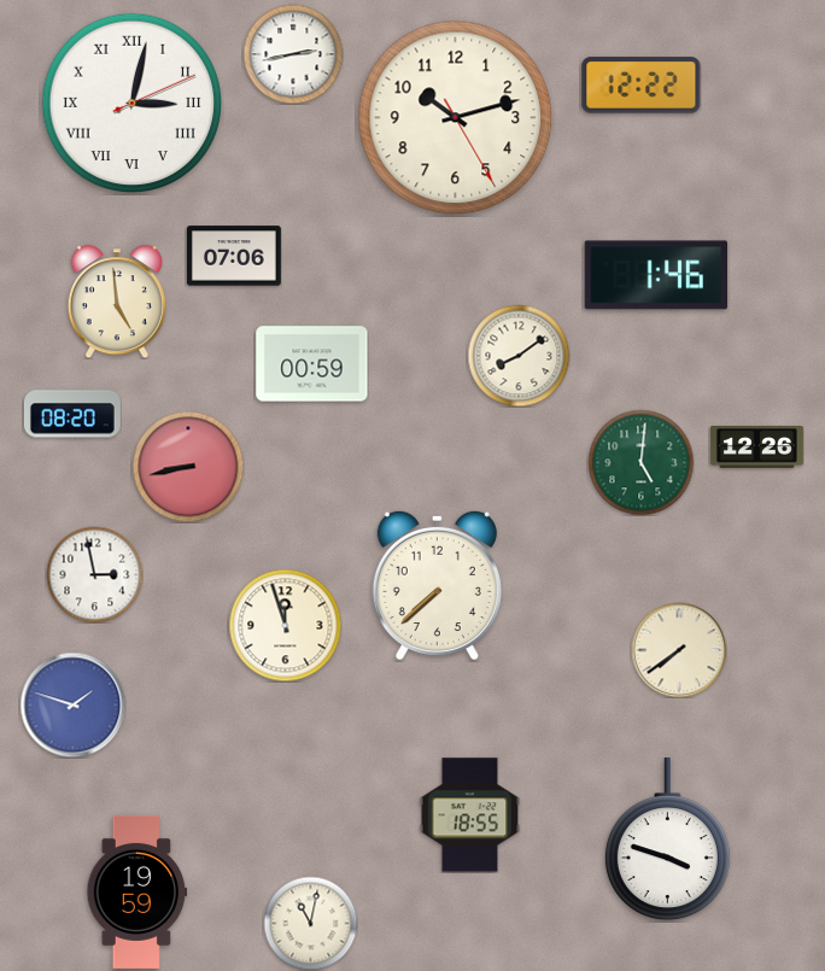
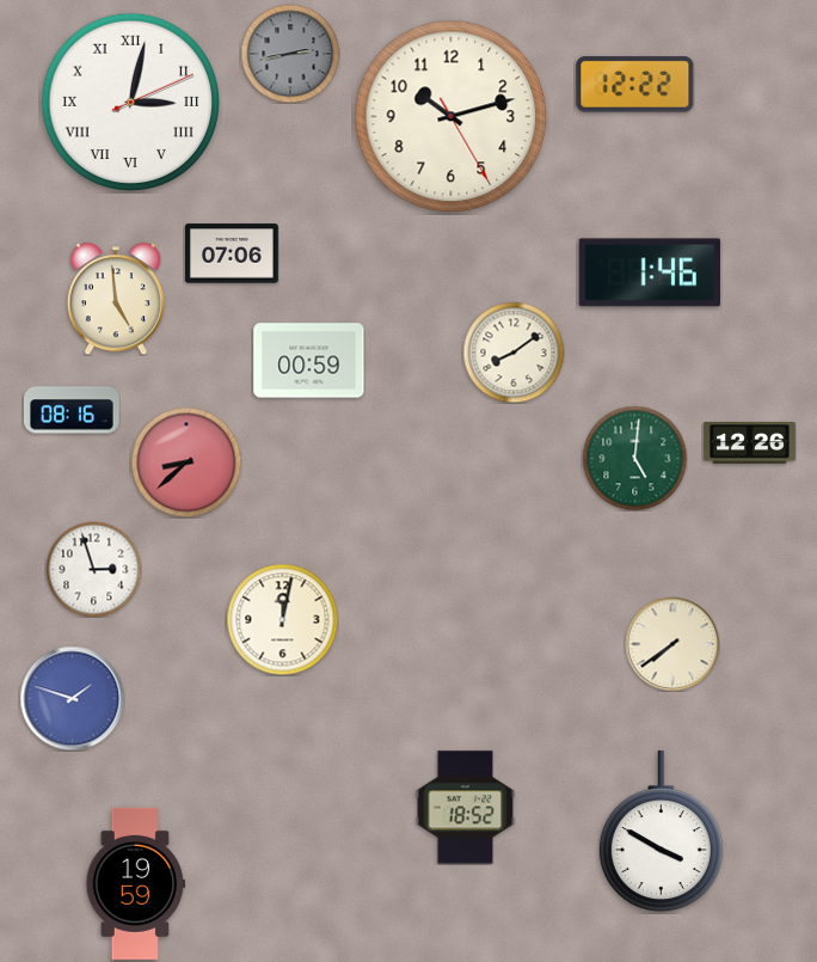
clock at (293, 54) dial: white -> grey
clock at (72, 414): 08:20 -> 08:16
clock at (188, 467): 8:43 -> 8:38
clock at (94, 574): 2:58 -> 2:57
clock at (437, 585): 7:38 -> none
clock at (285, 625): 11:57 -> 12:02
clock at (470, 815): 18:55 -> 18:52
clock at (667, 840): 3:48 -> 3:50
clock at (310, 923): 11:02 -> none
